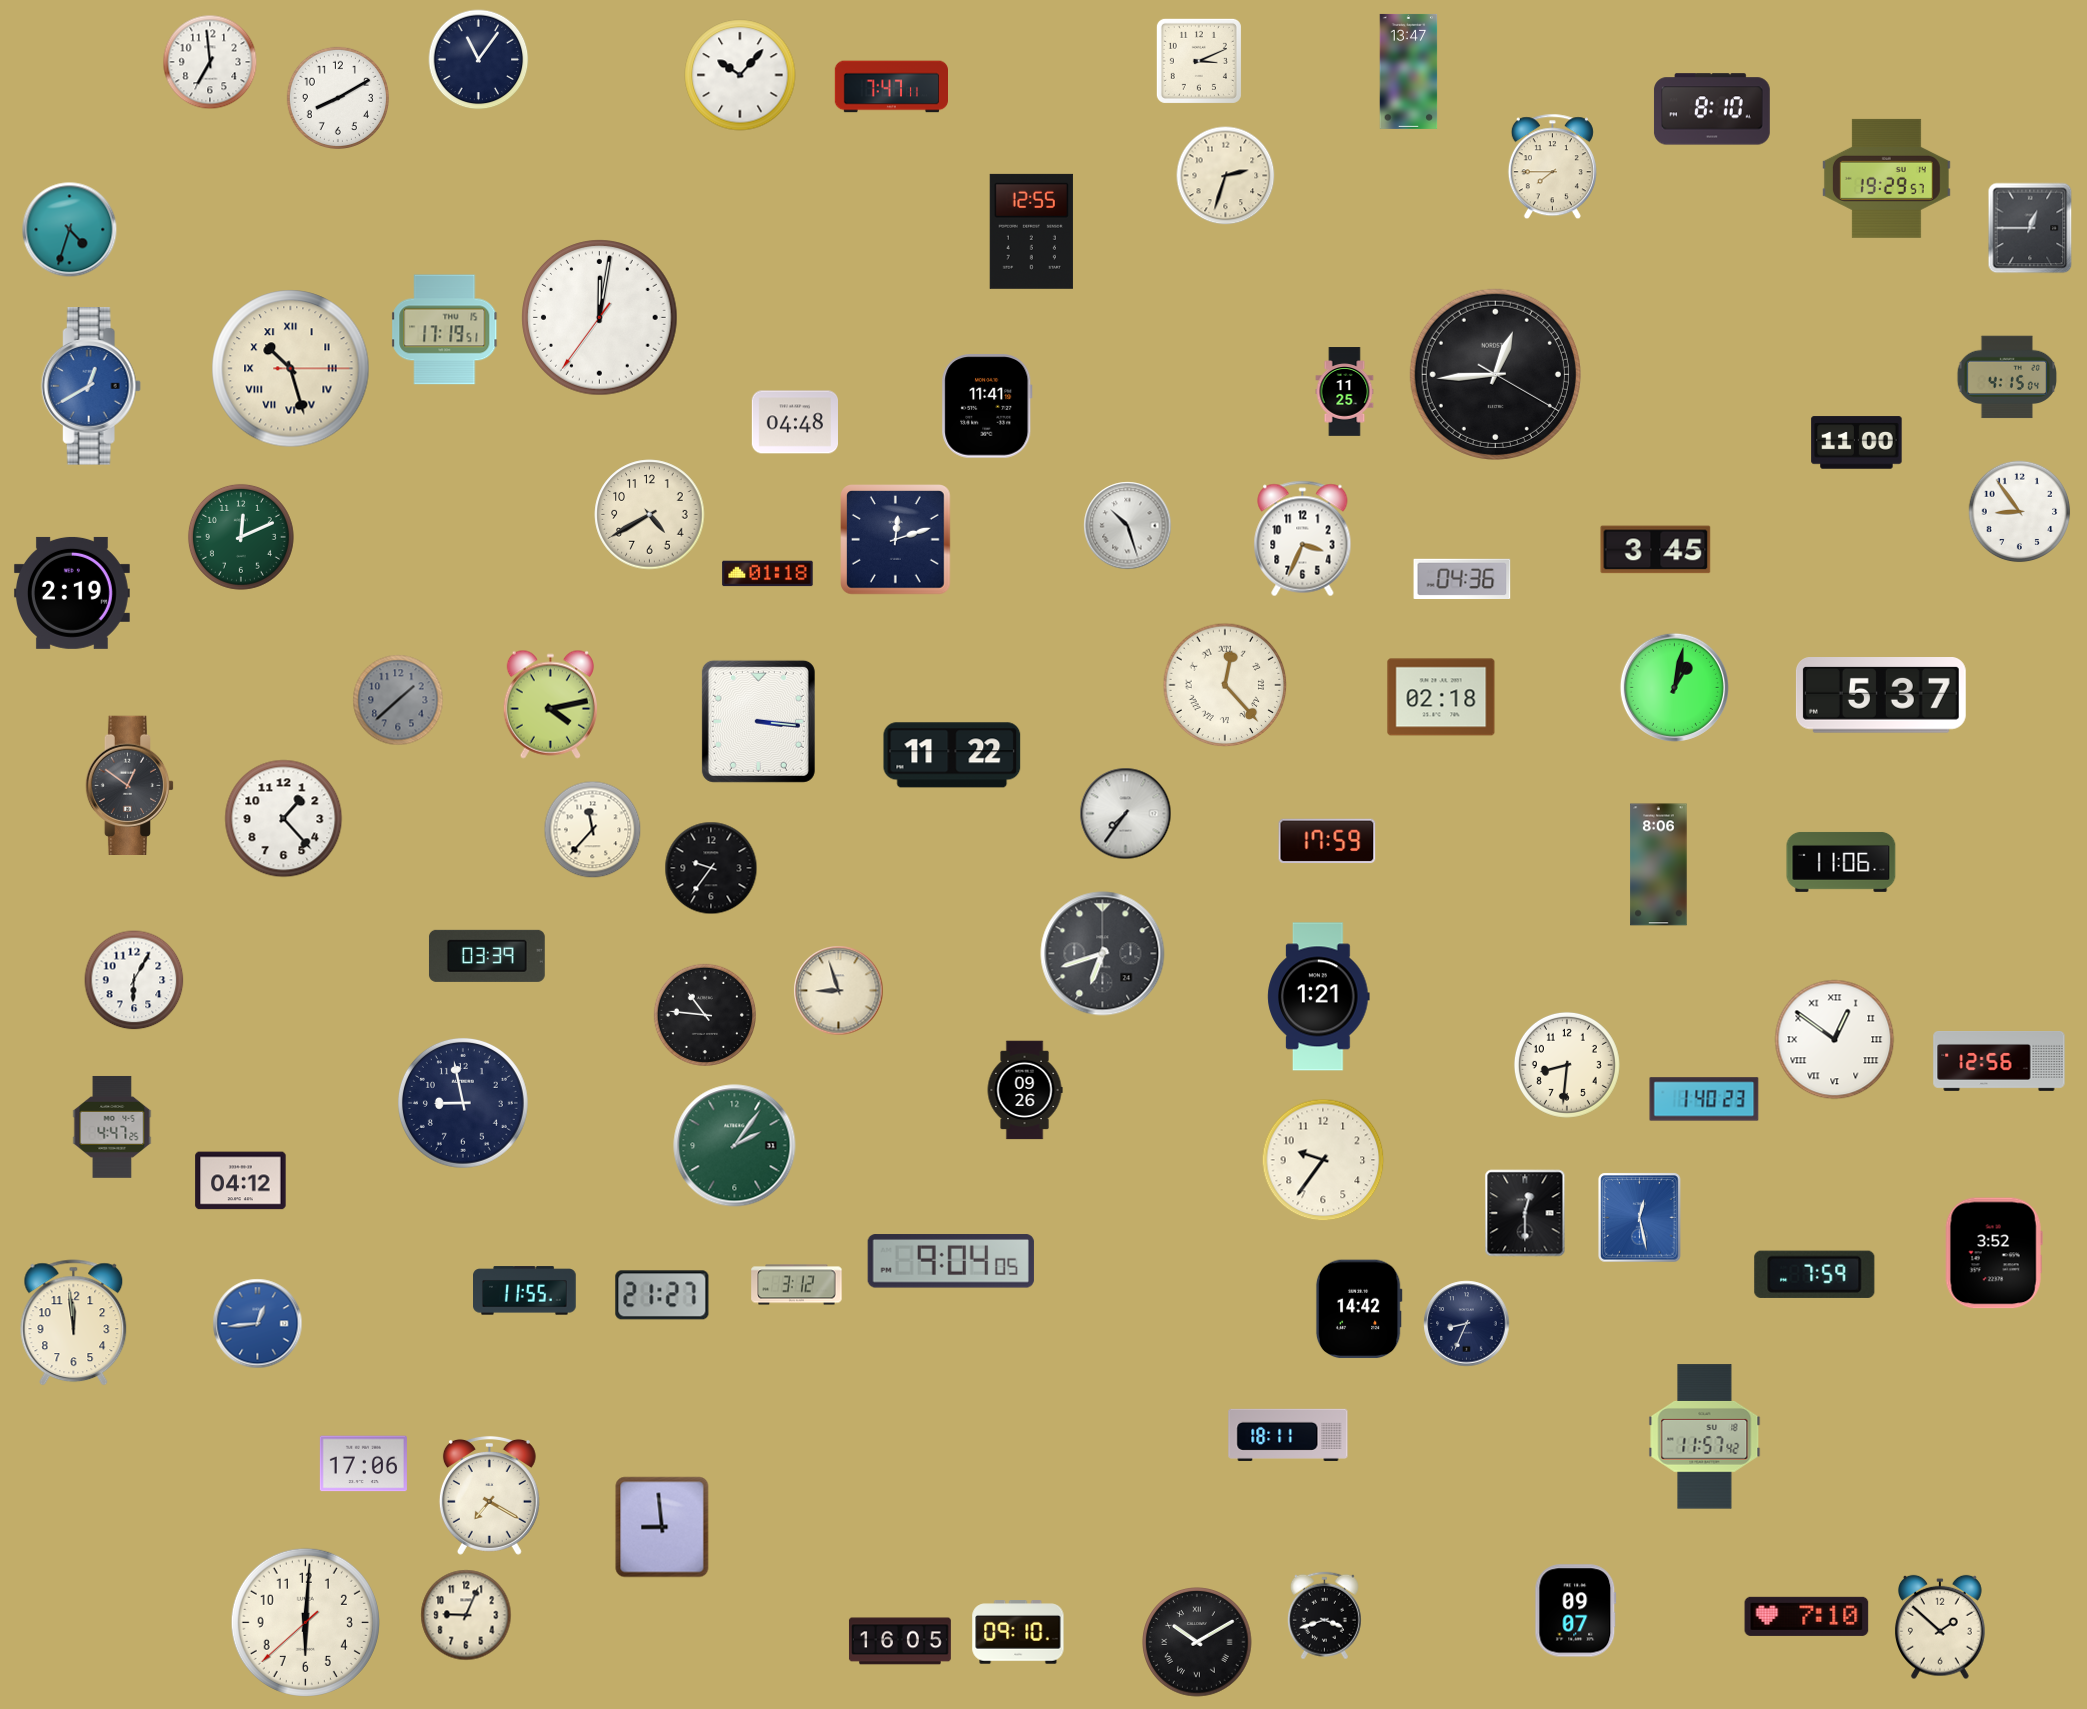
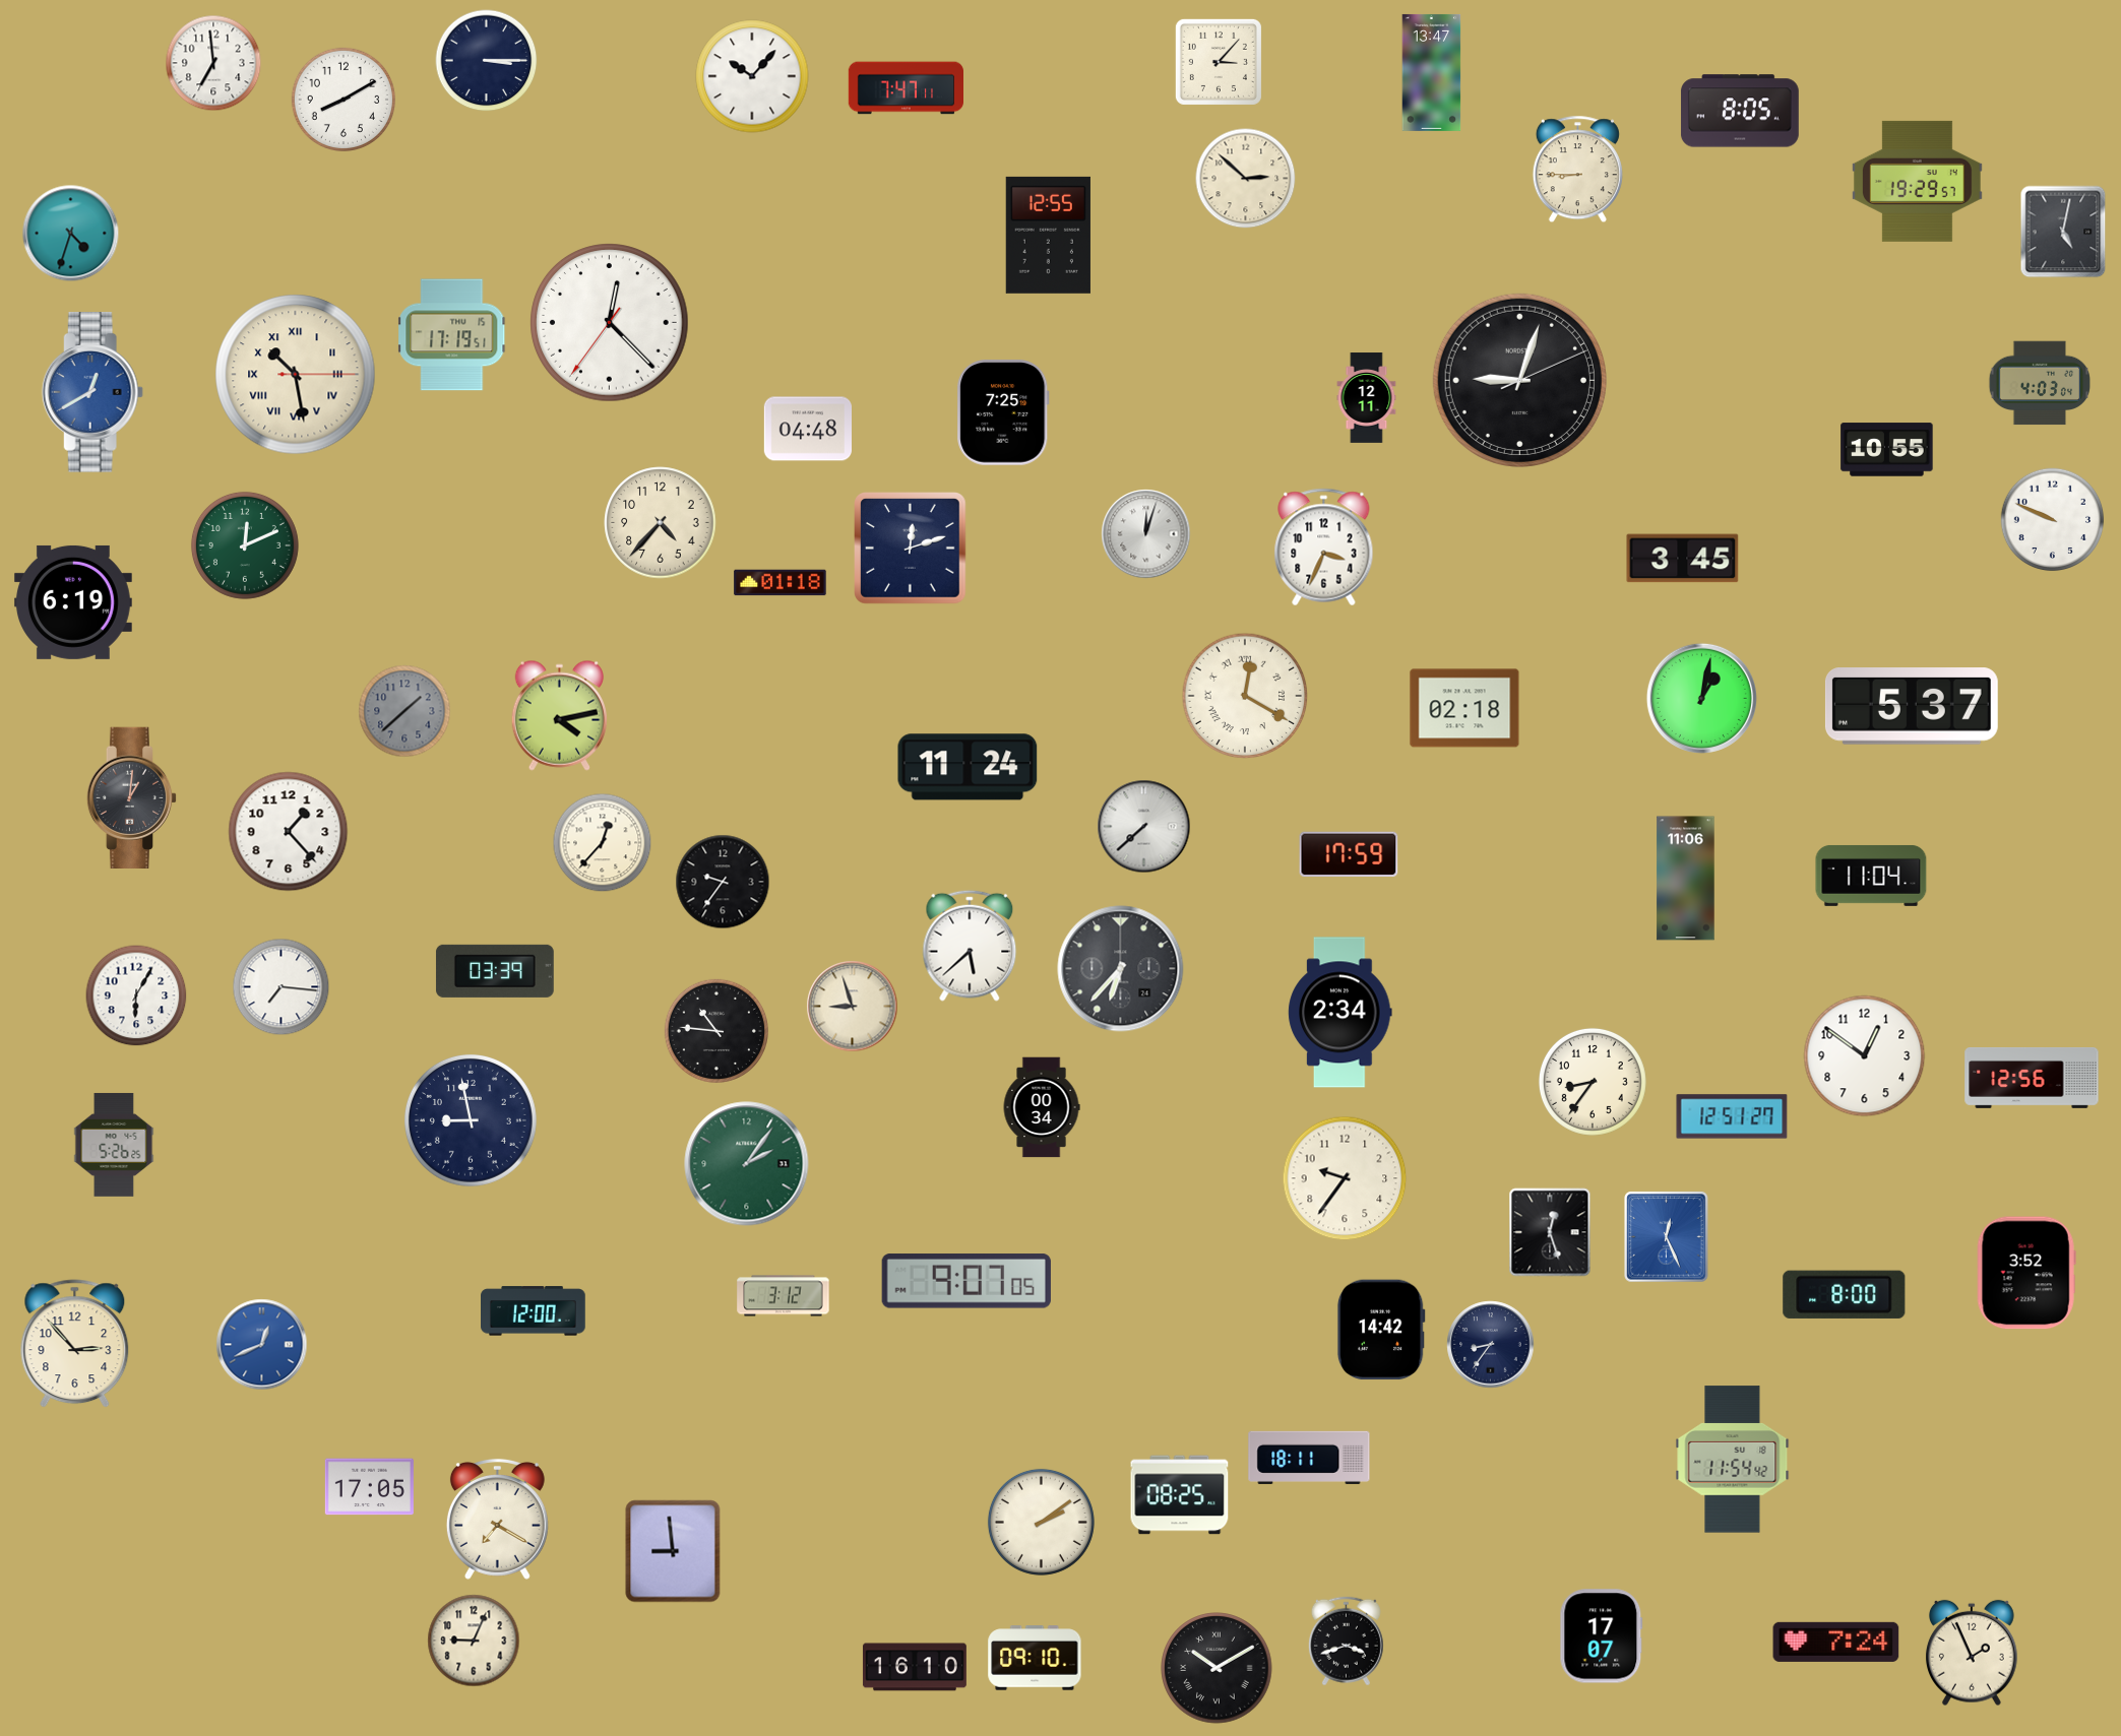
clock at (479, 60): 11:06 -> 3:15
clock at (1199, 61): 3:11 -> 3:07
clock at (1712, 109): 8:10 -> 8:05
clock at (1552, 167): 7:45 -> 8:45
clock at (1226, 176): 2:33 -> 2:52
clock at (2030, 228): 12:45 -> 5:02
clock at (600, 318): 12:01 -> 12:22
clock at (291, 369): 10:27 -> 10:28
clock at (1495, 374): 12:44 -> 9:03
clock at (2007, 377): 4:15 -> 4:03
clock at (1345, 392): 11:25 -> 12:11
clock at (987, 406): 11:41 -> 7:25
clock at (1857, 443): 11:00 -> 10:55
clock at (2020, 512): 8:54 -> 9:49
clock at (650, 515): 4:40 -> 4:37
clock at (1128, 526): 10:27 -> 12:03
clock at (1462, 578): 04:36 -> none
clock at (72, 593): 2:19 -> 6:19
clock at (1225, 685): 12:23 -> 12:20
clock at (758, 721): 3:16 -> none
clock at (952, 755): 11:22 -> 11:24
clock at (130, 785): 12:51 -> 1:01
clock at (1126, 814): 7:36 -> 7:38
clock at (593, 830): 11:37 -> 12:37
clock at (1841, 862): 11:06 -> 11:04
clock at (1659, 865): 8:06 -> 11:06
clock at (970, 946): none -> 5:38
clock at (1103, 954): 6:42 -> 6:37
clock at (282, 987): none -> 7:16
clock at (1319, 997): 1:21 -> 2:34
clock at (1835, 1040) numerals: Roman -> Arabic
clock at (1567, 1065): 8:31 -> 8:36
clock at (1025, 1090): 09:26 -> 00:34
clock at (1704, 1099): 1:40 -> 12:51
clock at (112, 1127): 4:47 -> 5:26
clock at (241, 1181): 04:12 -> none
clock at (1525, 1213): 12:30 -> 12:27
clock at (1640, 1218): 12:28 -> 12:26
clock at (951, 1261): 9:04 -> 9:07
clock at (1815, 1274): 7:59 -> 8:00
clock at (797, 1285) position: (797, 1285) -> (784, 1296)
clock at (525, 1291): 11:55 -> 12:00
clock at (662, 1295): 21:27 -> none
clock at (74, 1323): 11:59 -> 2:53
clock at (258, 1324): 12:44 -> 12:41
clock at (1467, 1324): 8:34 -> 8:36
clock at (1705, 1437): 11:57 -> 11:54
clock at (363, 1464): 17:06 -> 17:05
clock at (1180, 1495): none -> 08:25
clock at (1041, 1522): none -> 2:09
clock at (1576, 1611): 09:07 -> 17:07
clock at (1807, 1616): 7:10 -> 7:24
clock at (305, 1622): 6:00 -> none
clock at (1940, 1627): 1:52 -> 1:56
clock at (900, 1641): 16:05 -> 16:10
